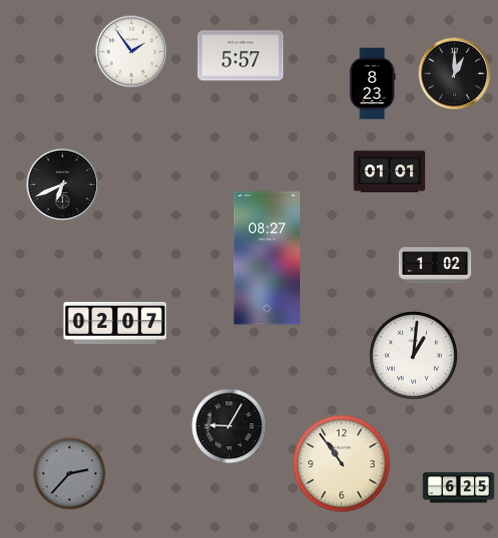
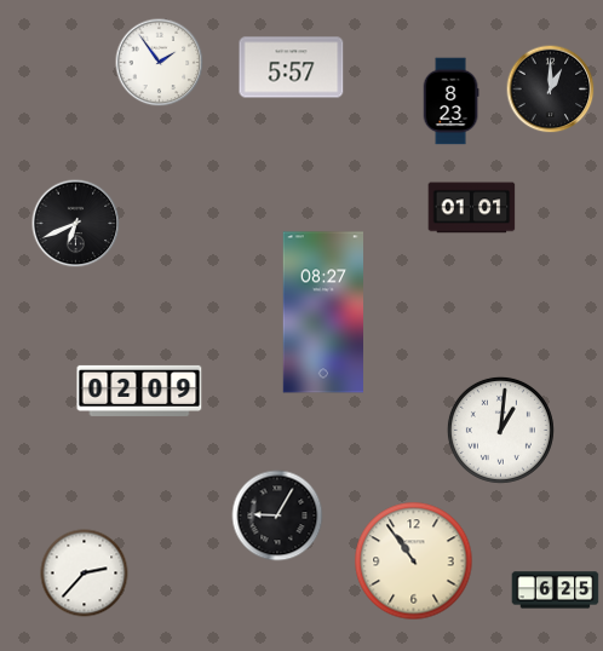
clock at (435, 265): 1:02 -> none
clock at (115, 323): 02:07 -> 02:09
clock at (70, 474) dial: grey -> white
